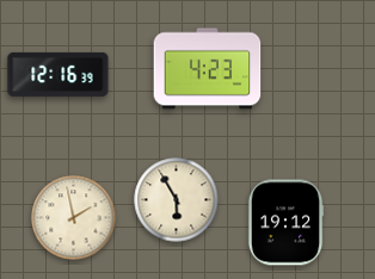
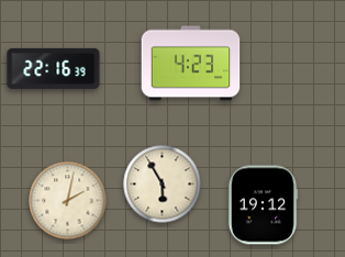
clock at (59, 74): 12:16 -> 22:16
clock at (74, 218): 1:58 -> 2:02
